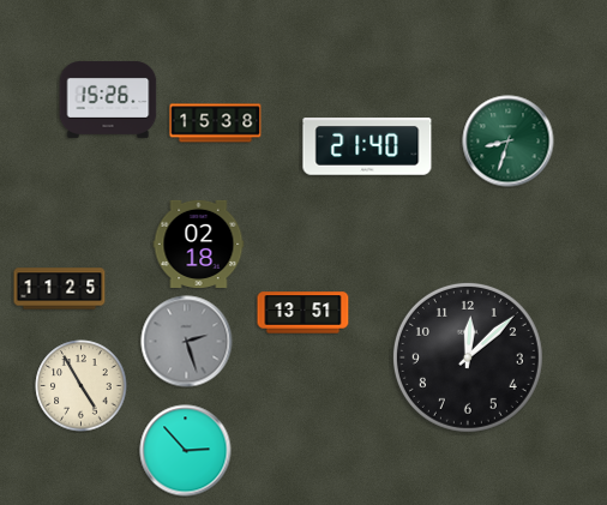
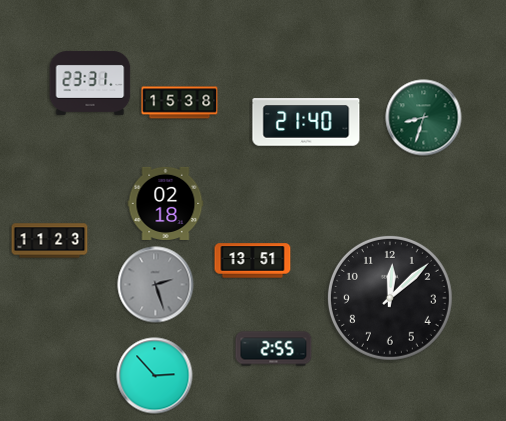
clock at (108, 100): 15:26 -> 23:31
clock at (60, 289): 11:25 -> 11:23
clock at (82, 386): 4:55 -> none
clock at (274, 349): none -> 2:55
